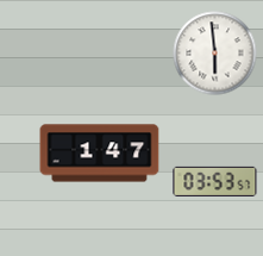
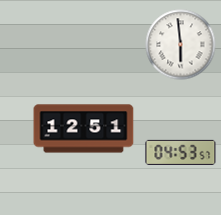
clock at (100, 154): 1:47 -> 12:51
clock at (215, 181): 03:53 -> 04:53
